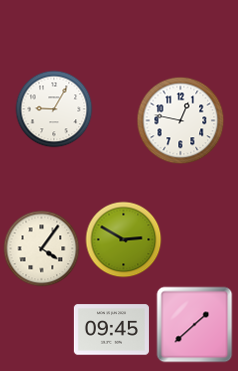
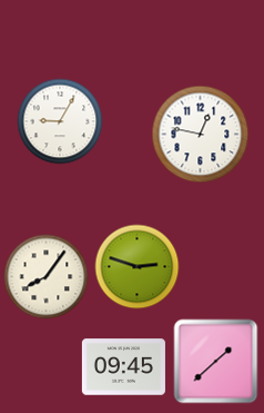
clock at (124, 240): 2:50 -> 2:48
clock at (42, 249): 4:06 -> 8:06
